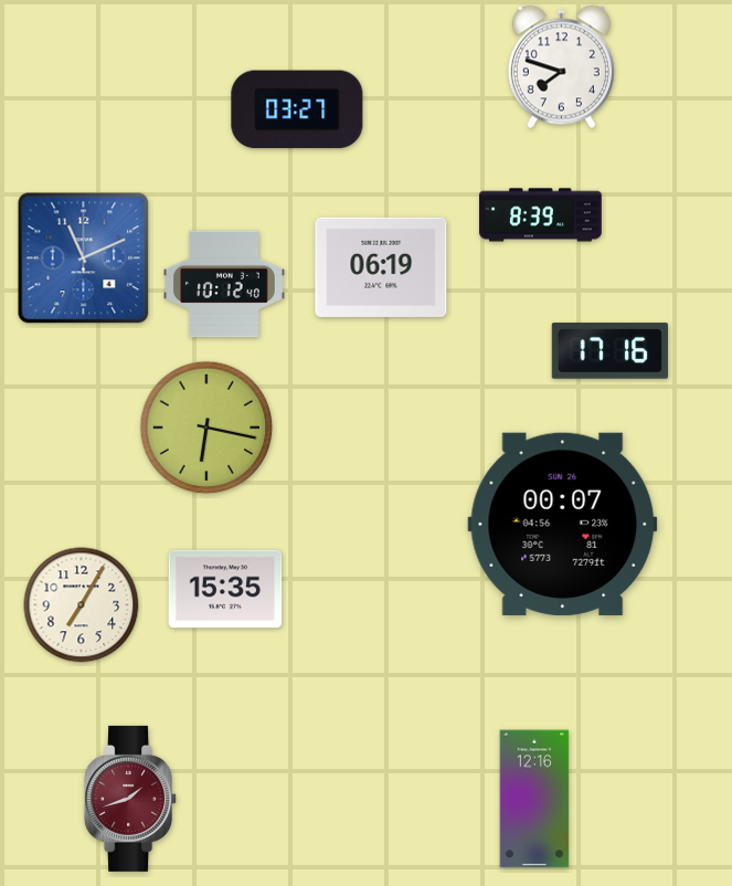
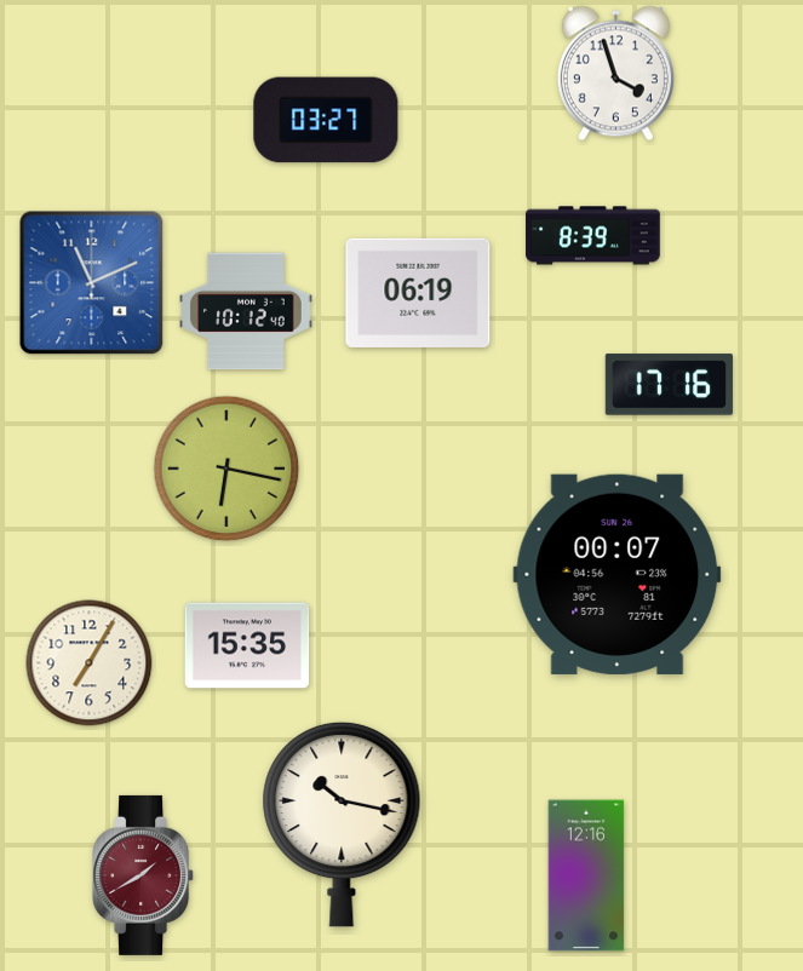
clock at (561, 67): 7:48 -> 3:57
clock at (342, 825): none -> 10:17
clock at (131, 799): 1:42 -> 1:40
